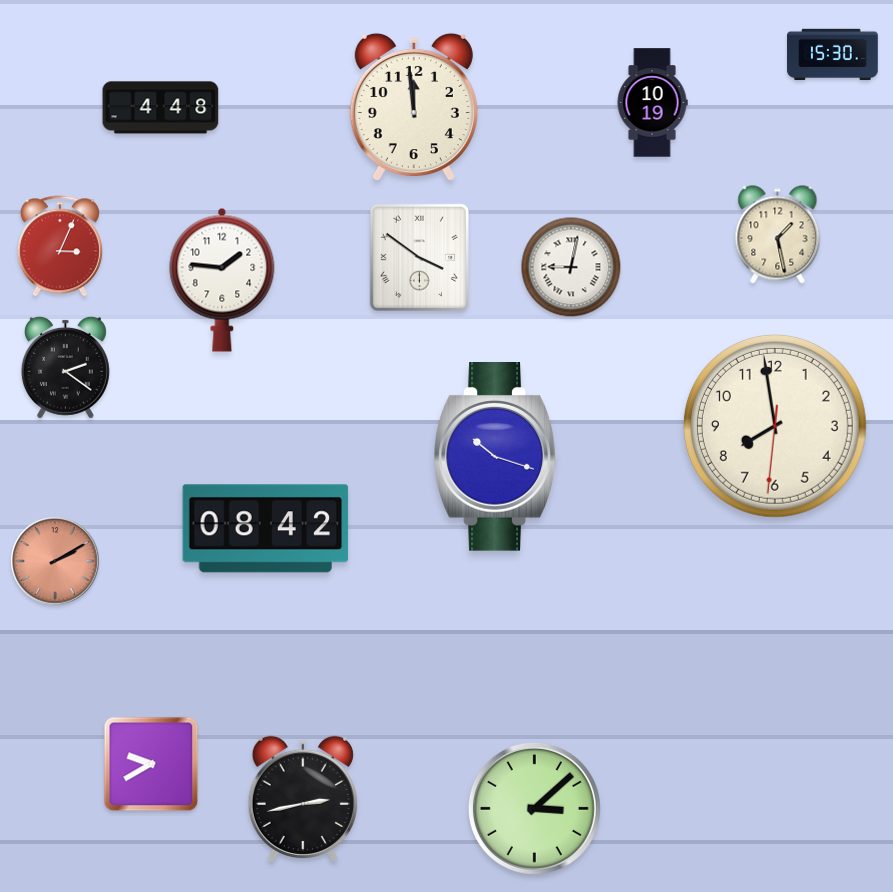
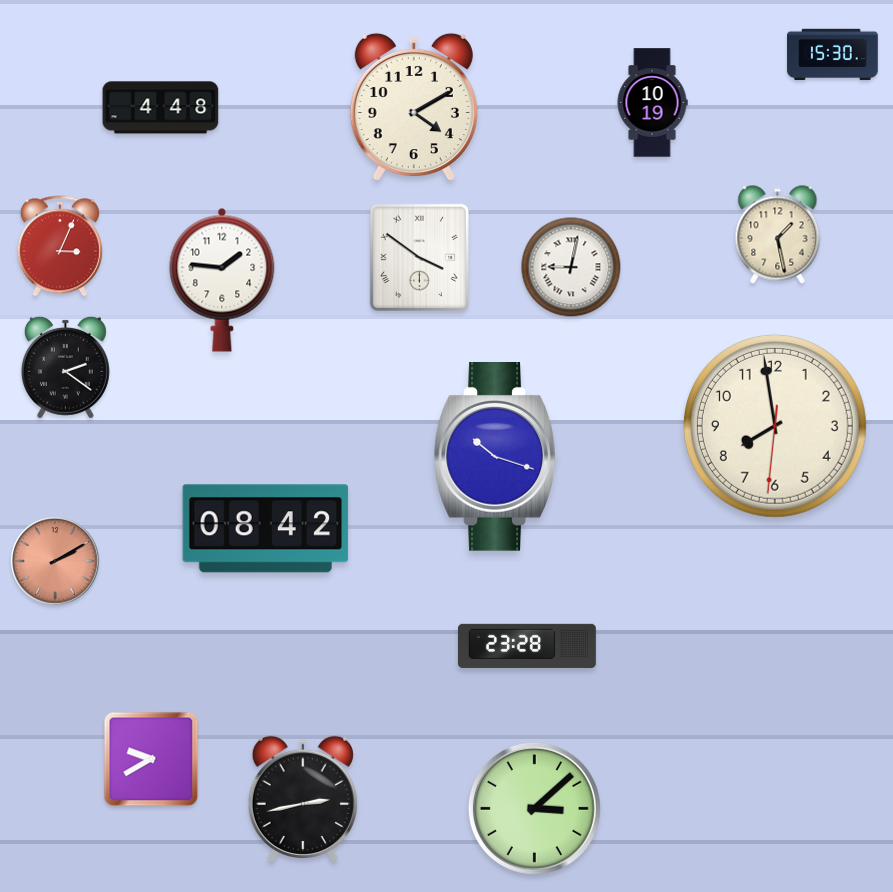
clock at (414, 107): 11:59 -> 4:10
clock at (527, 645): none -> 23:28
clock at (151, 764) position: (151, 764) -> (151, 759)
